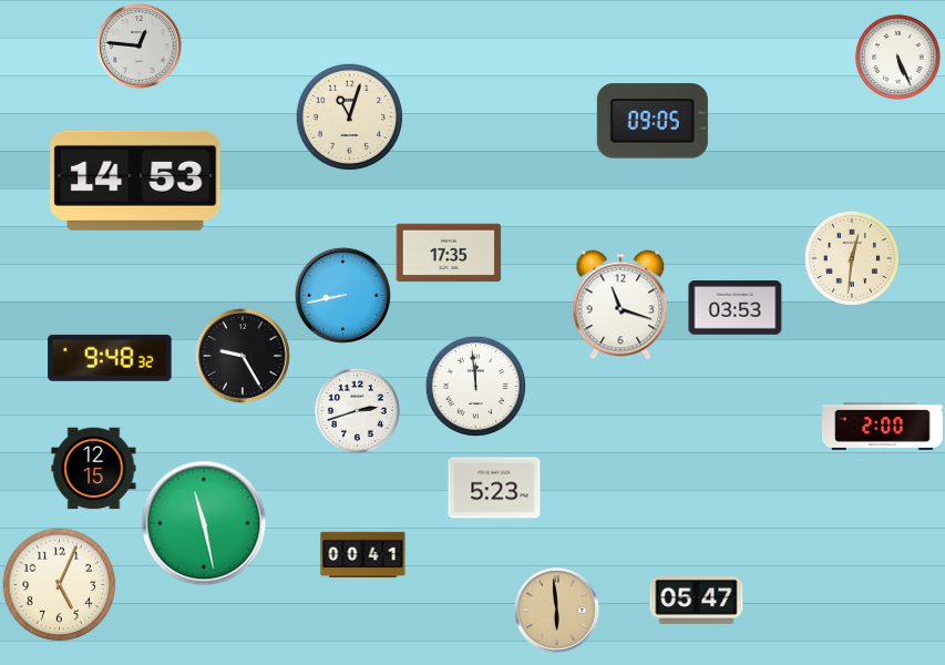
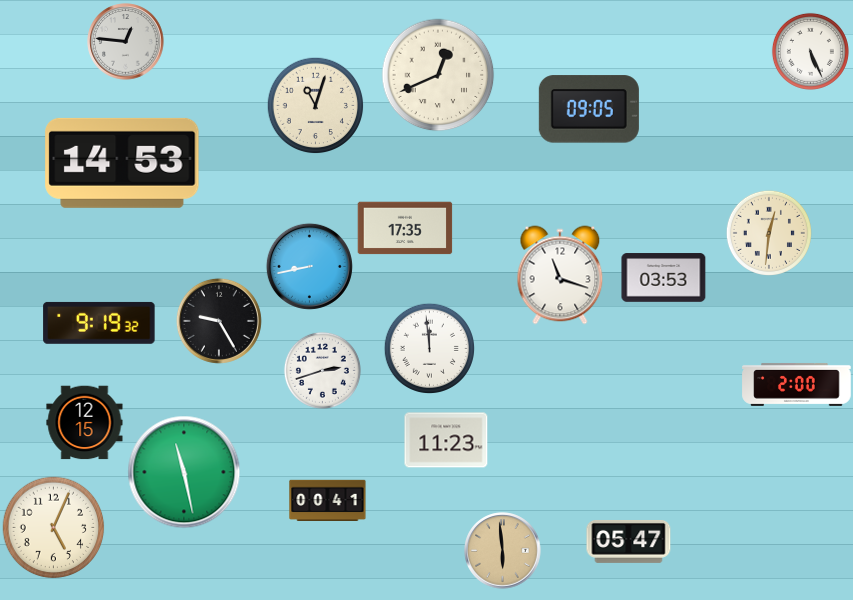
clock at (438, 75): none -> 12:41
clock at (110, 358): 9:48 -> 9:19
clock at (494, 488): 5:23 -> 11:23
